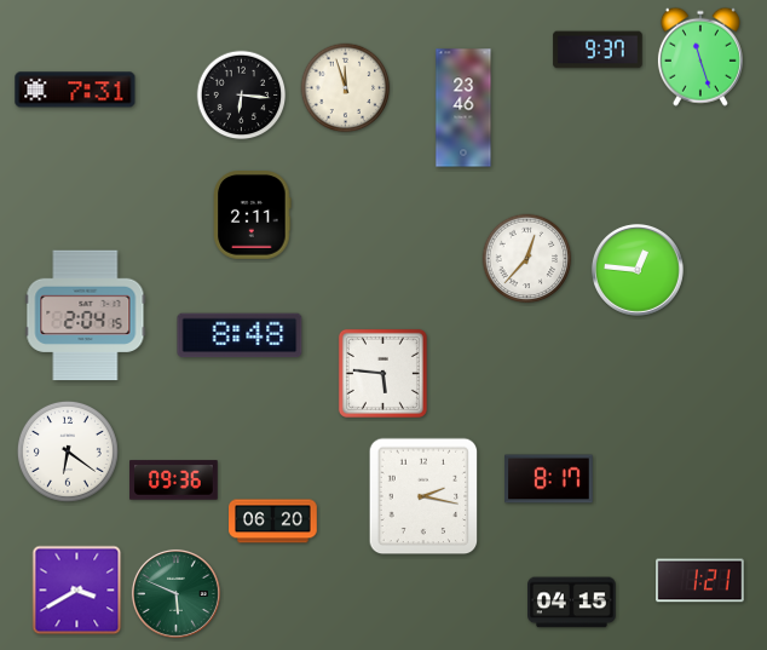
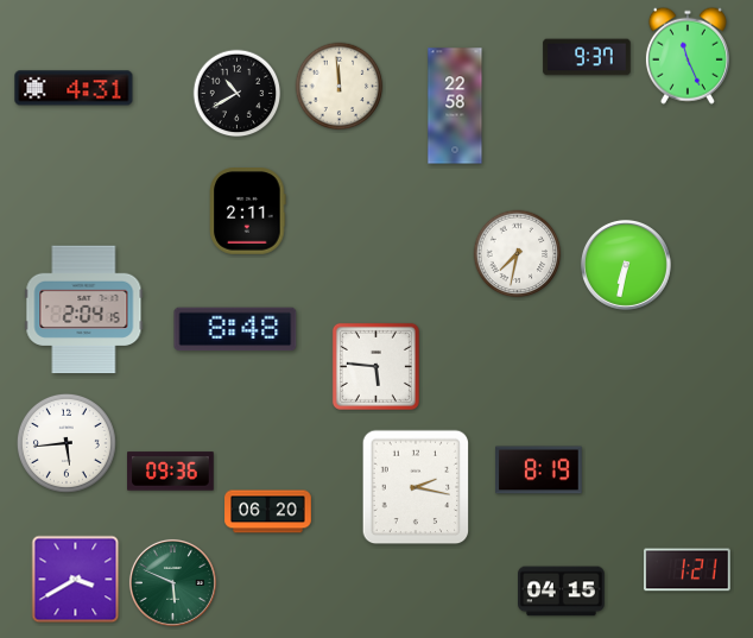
clock at (598, 50) position: (598, 50) -> (587, 57)
clock at (700, 57): 11:27 -> 11:26
clock at (346, 88): 11:57 -> 11:59
clock at (75, 90): 7:31 -> 4:31
clock at (242, 96): 6:16 -> 10:40
clock at (463, 108): 23:46 -> 22:58
clock at (527, 259): 12:37 -> 7:32
clock at (638, 270): 12:46 -> 6:32
clock at (68, 451): 6:21 -> 5:44
clock at (549, 479): 8:17 -> 8:19
